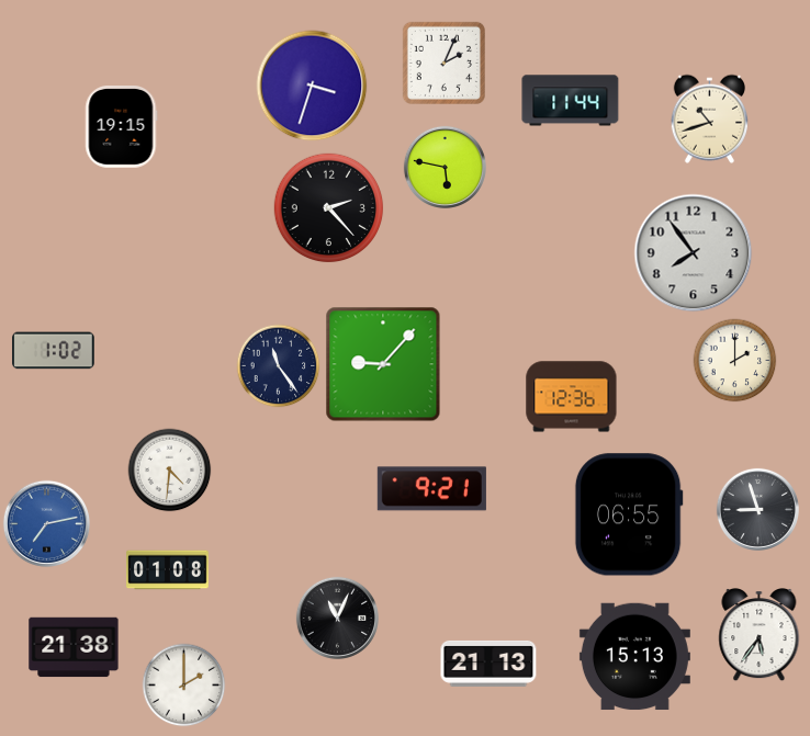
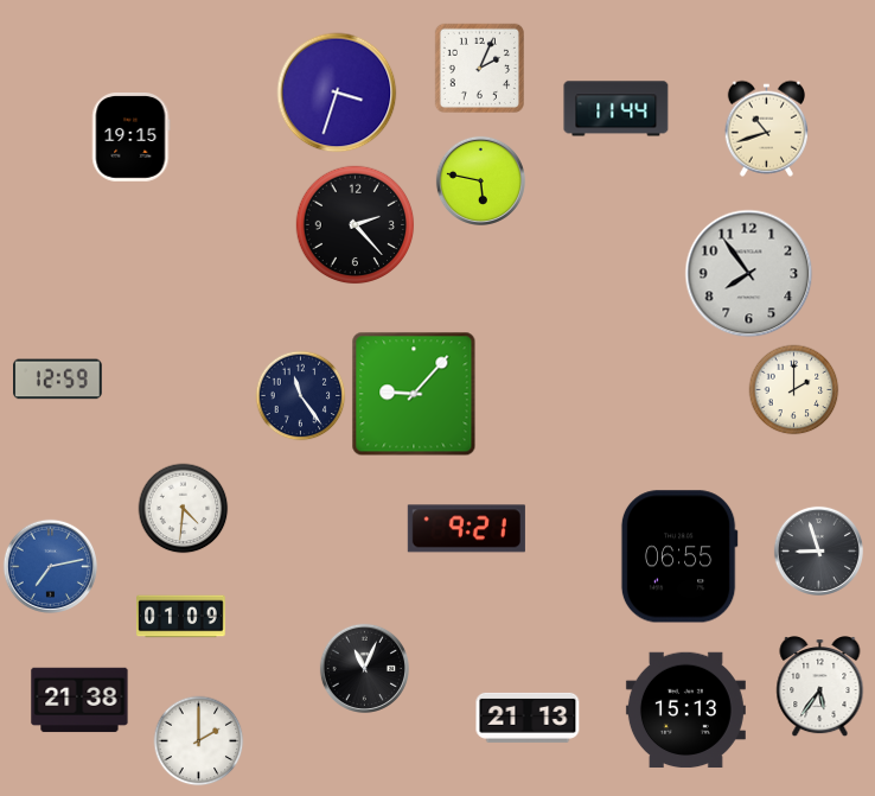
clock at (54, 351): 1:02 -> 12:59
clock at (572, 397): 12:36 -> none
clock at (168, 570): 01:08 -> 01:09
